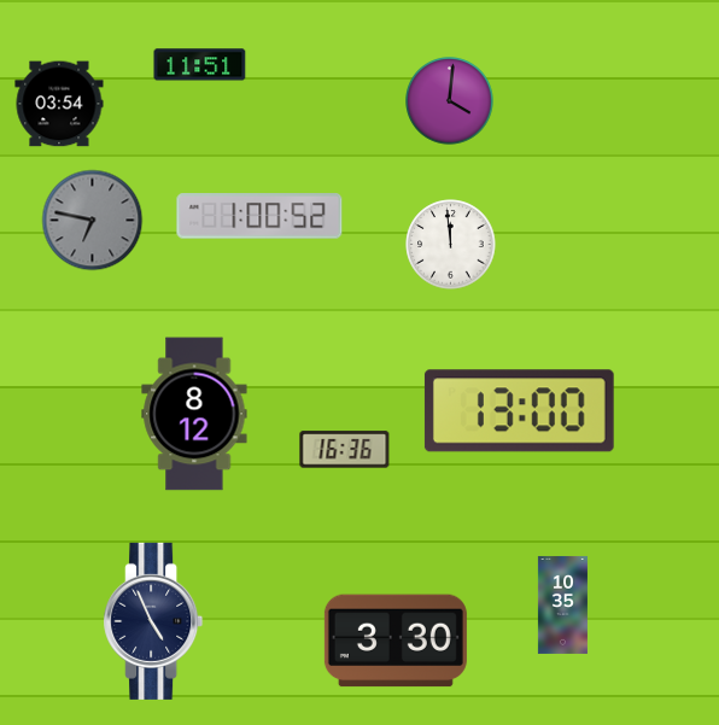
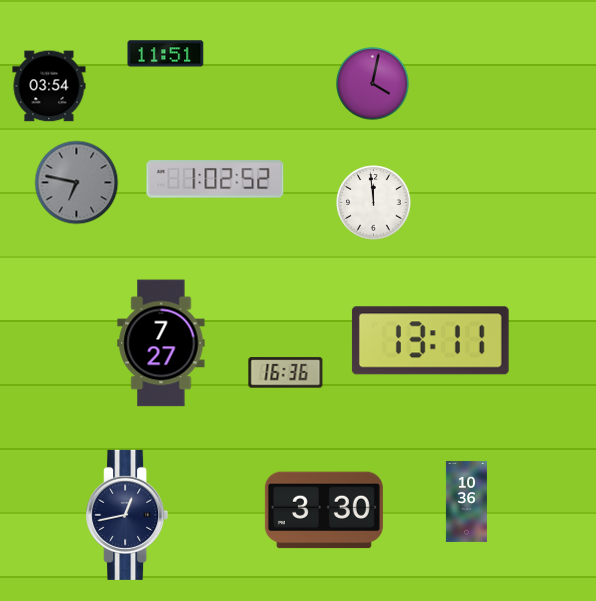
clock at (450, 101): 4:01 -> 4:02
clock at (259, 216): 1:00 -> 1:02
clock at (519, 411): 13:00 -> 13:11
clock at (194, 414): 8:12 -> 7:27
clock at (562, 604): 10:35 -> 10:36
clock at (153, 621): 4:56 -> 12:43
clock at (396, 641) position: (396, 641) -> (324, 510)
